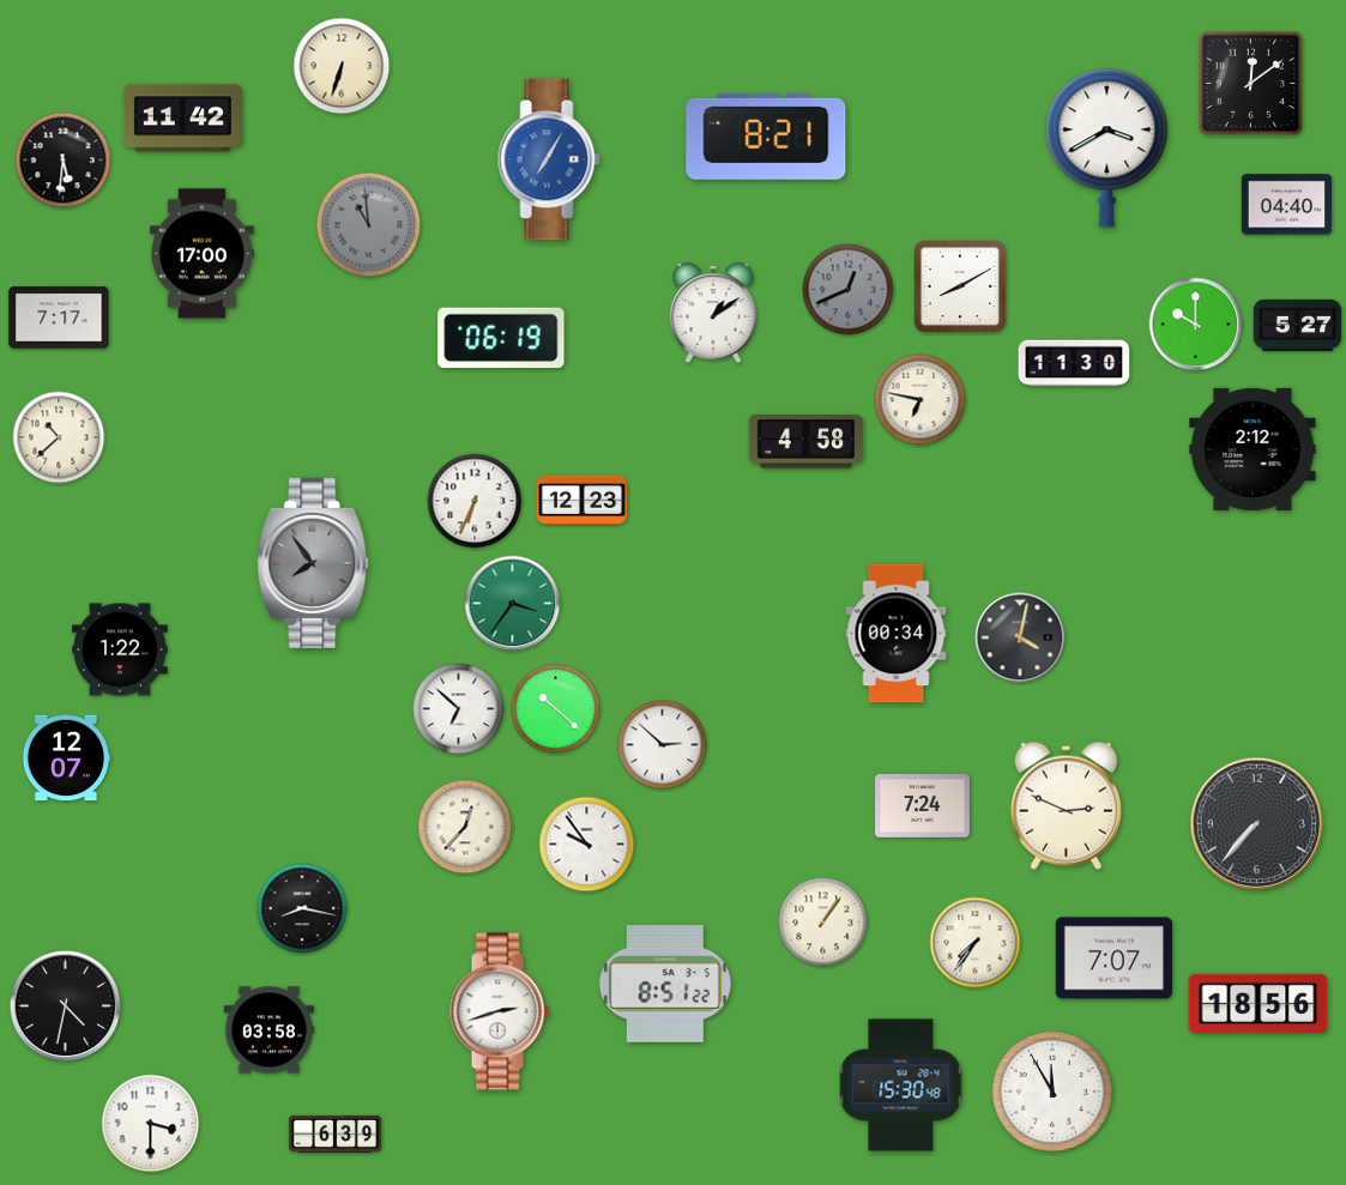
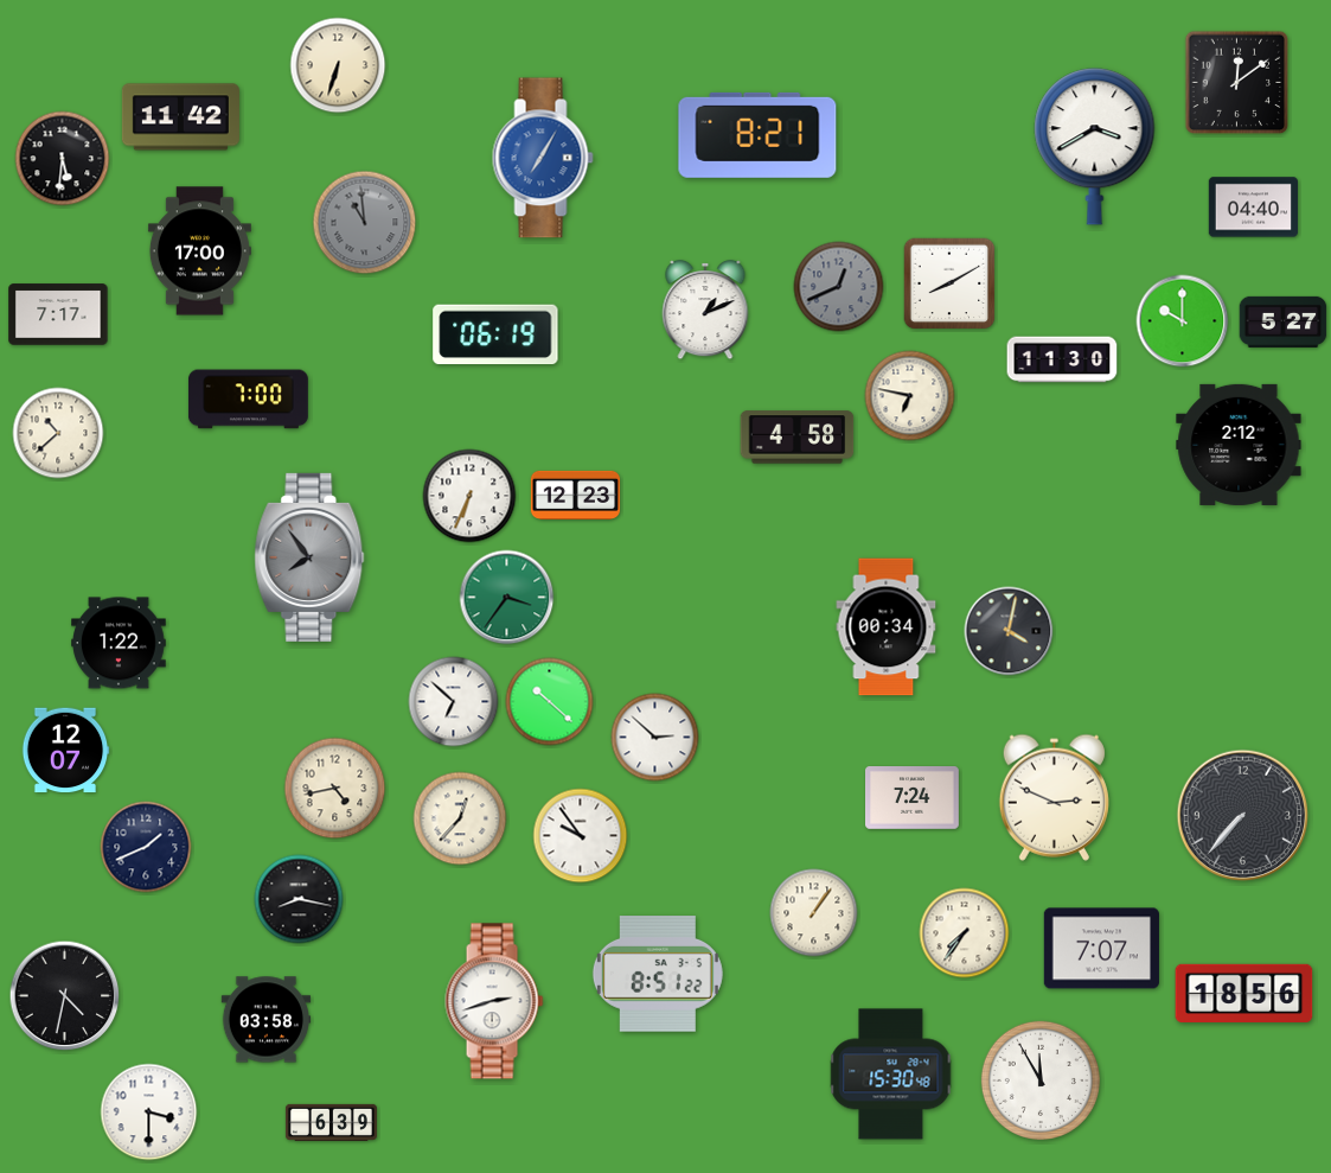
clock at (1286, 205) position: (1286, 205) -> (1253, 208)
clock at (713, 314): 1:09 -> 1:11
clock at (248, 400): none -> 7:00
clock at (335, 789): none -> 4:43
clock at (146, 847): none -> 1:41
